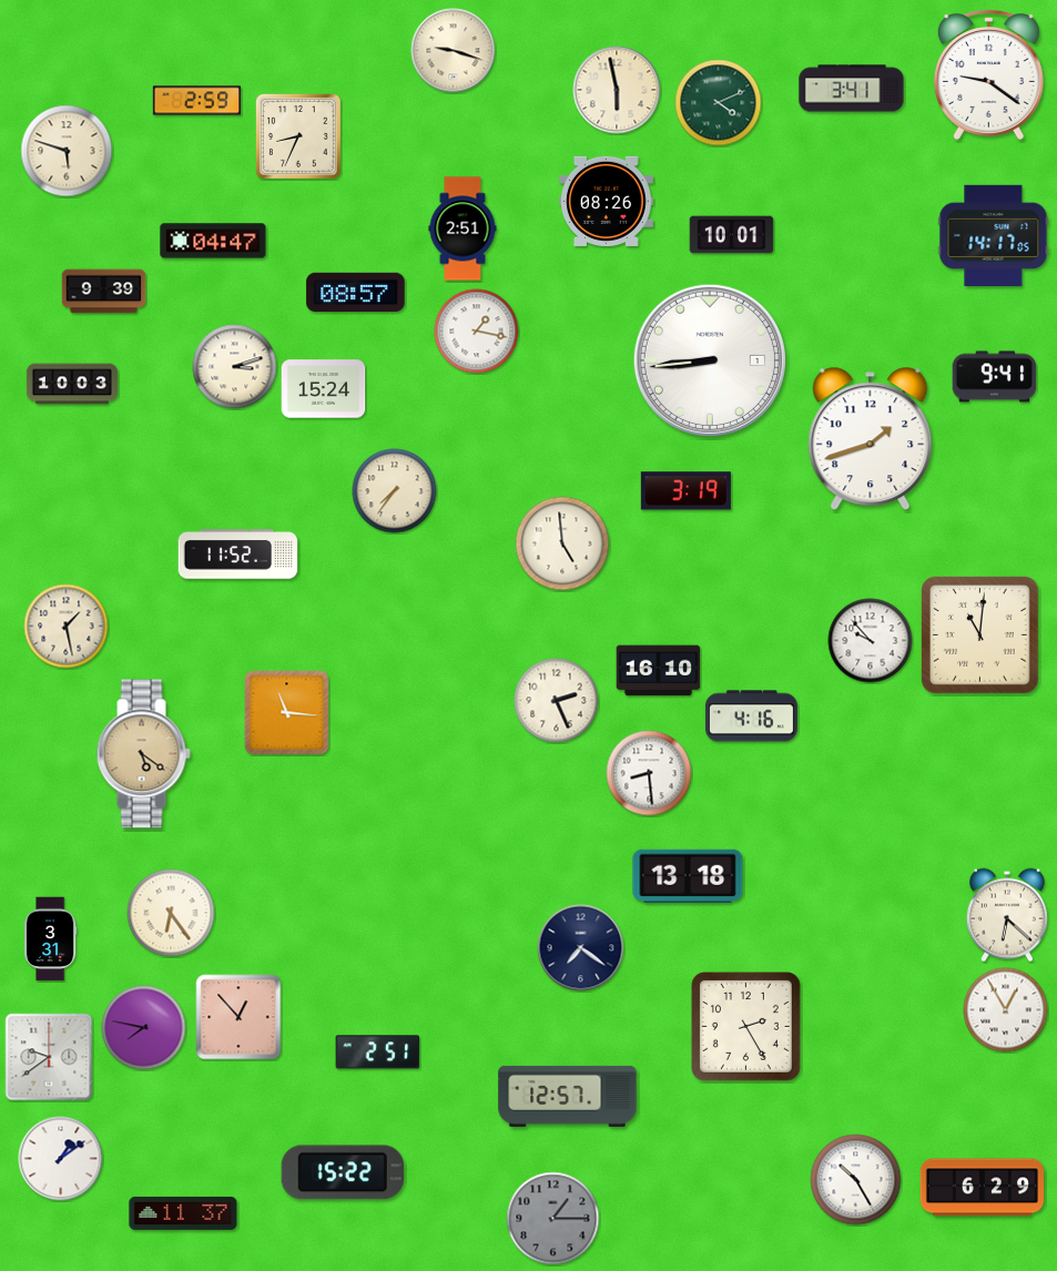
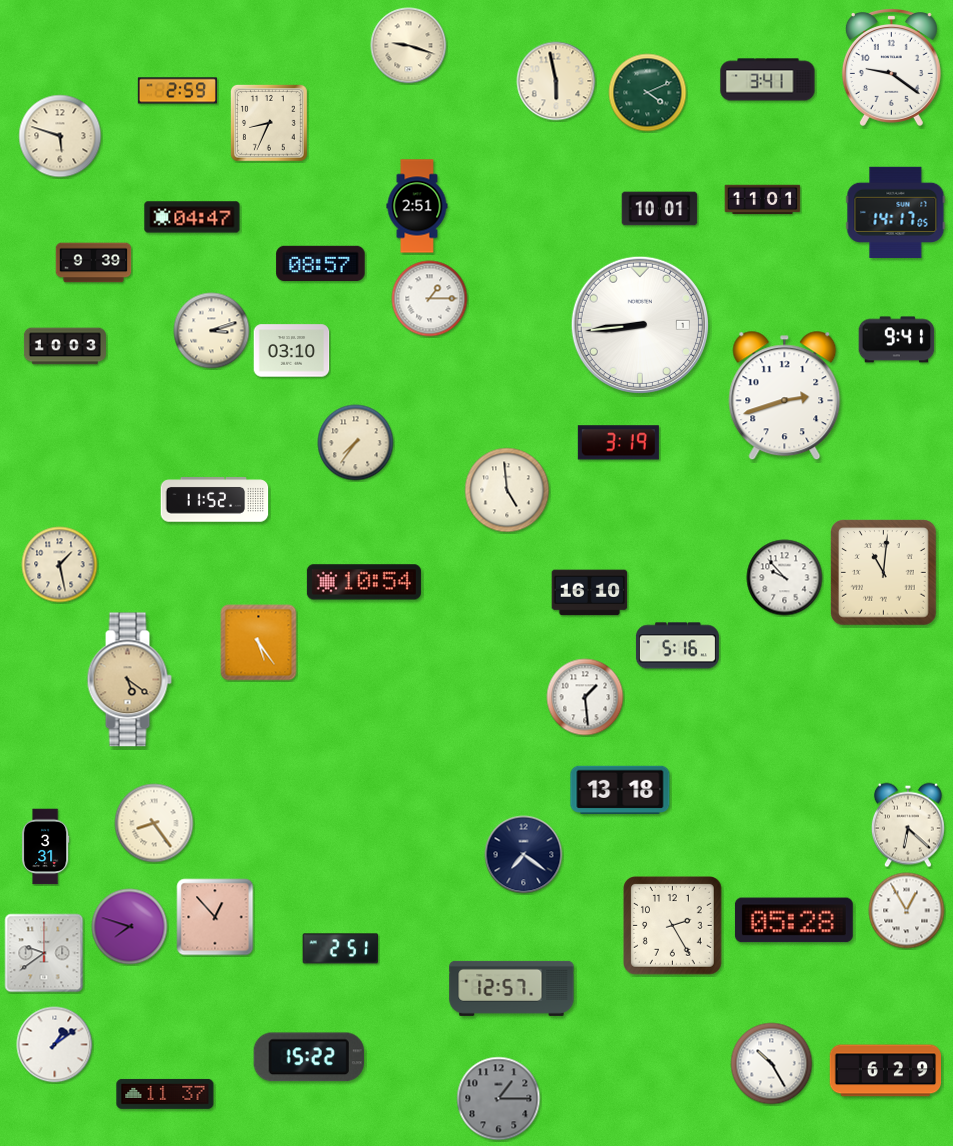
clock at (606, 201): 08:26 -> none
clock at (763, 200): none -> 11:01
clock at (732, 235) position: (732, 235) -> (660, 209)
clock at (477, 332): 1:17 -> 1:15
clock at (324, 389): 15:24 -> 03:10
clock at (871, 439): 1:42 -> 2:42
clock at (364, 582): none -> 10:54
clock at (659, 671) position: (659, 671) -> (590, 593)
clock at (557, 701): 2:26 -> none
clock at (287, 713): 11:16 -> 5:24
clock at (751, 716): 4:16 -> 5:16
clock at (649, 773): 8:29 -> 1:29
clock at (171, 913): 6:24 -> 8:24
clock at (794, 920): none -> 05:28
clock at (144, 1028): 7:47 -> 7:48
